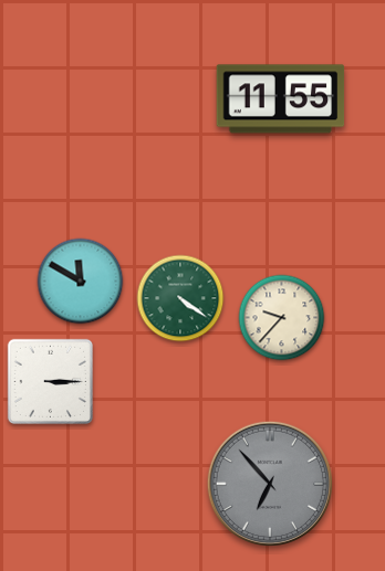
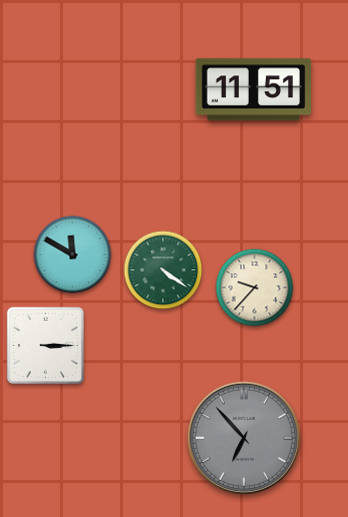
clock at (281, 99): 11:55 -> 11:51
